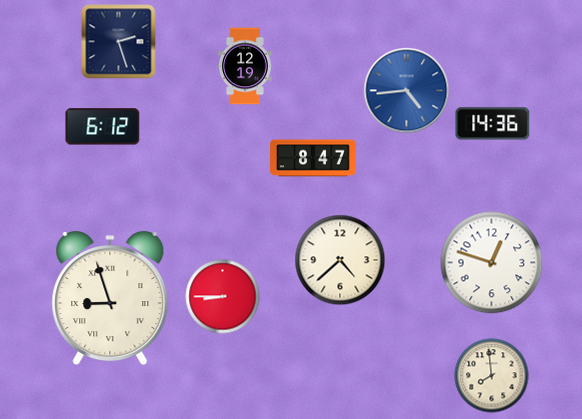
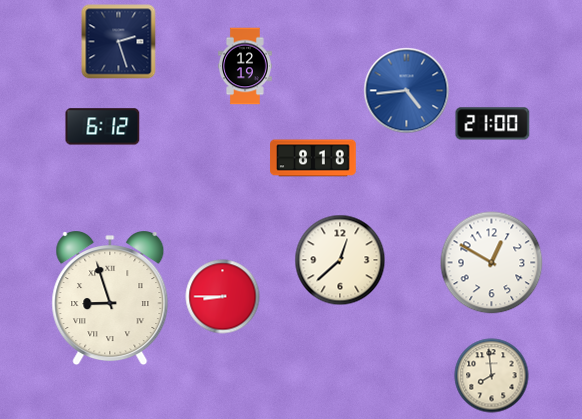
clock at (493, 124): 14:36 -> 21:00
clock at (313, 158): 8:47 -> 8:18
clock at (340, 260): 4:38 -> 12:38
clock at (492, 263): 12:48 -> 12:50
